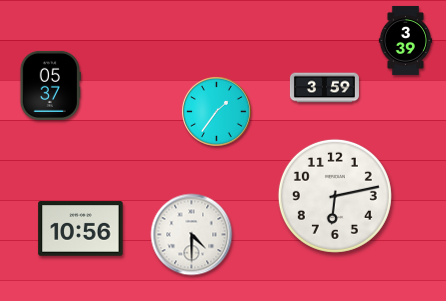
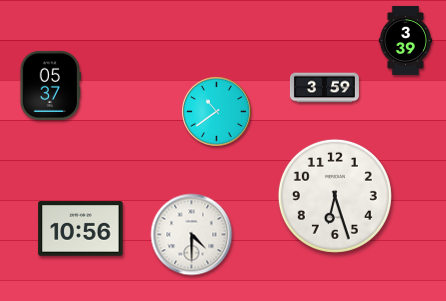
clock at (217, 112): 1:36 -> 10:39
clock at (335, 196): 6:13 -> 6:27
